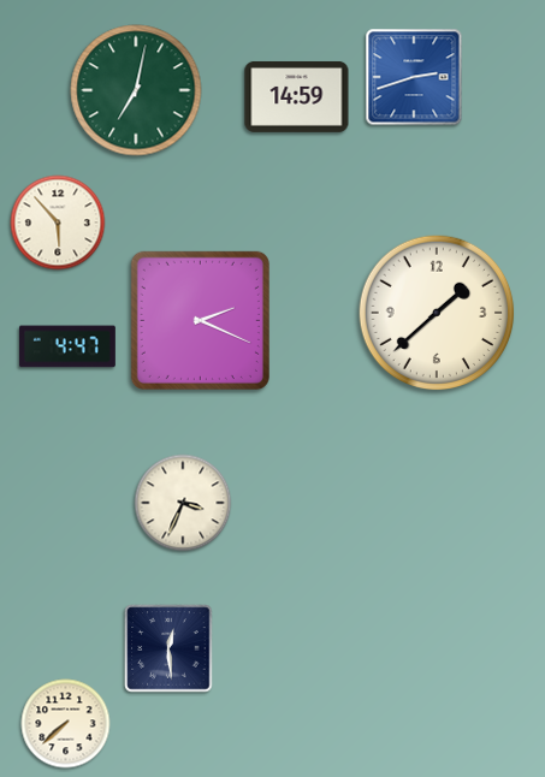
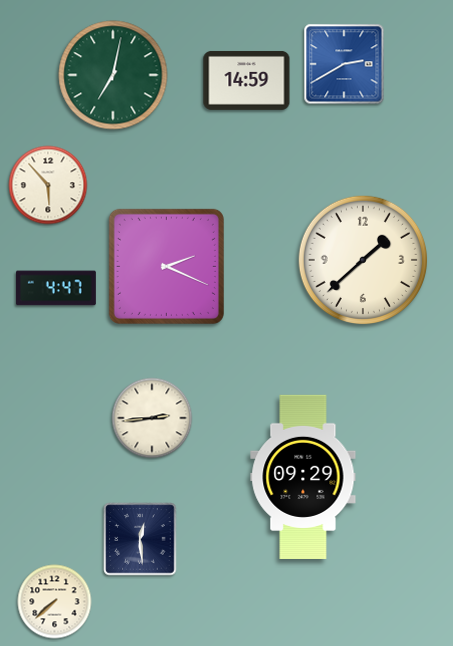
clock at (414, 77): 2:42 -> 2:40
clock at (183, 503): 3:34 -> 2:44
clock at (303, 476): none -> 09:29
